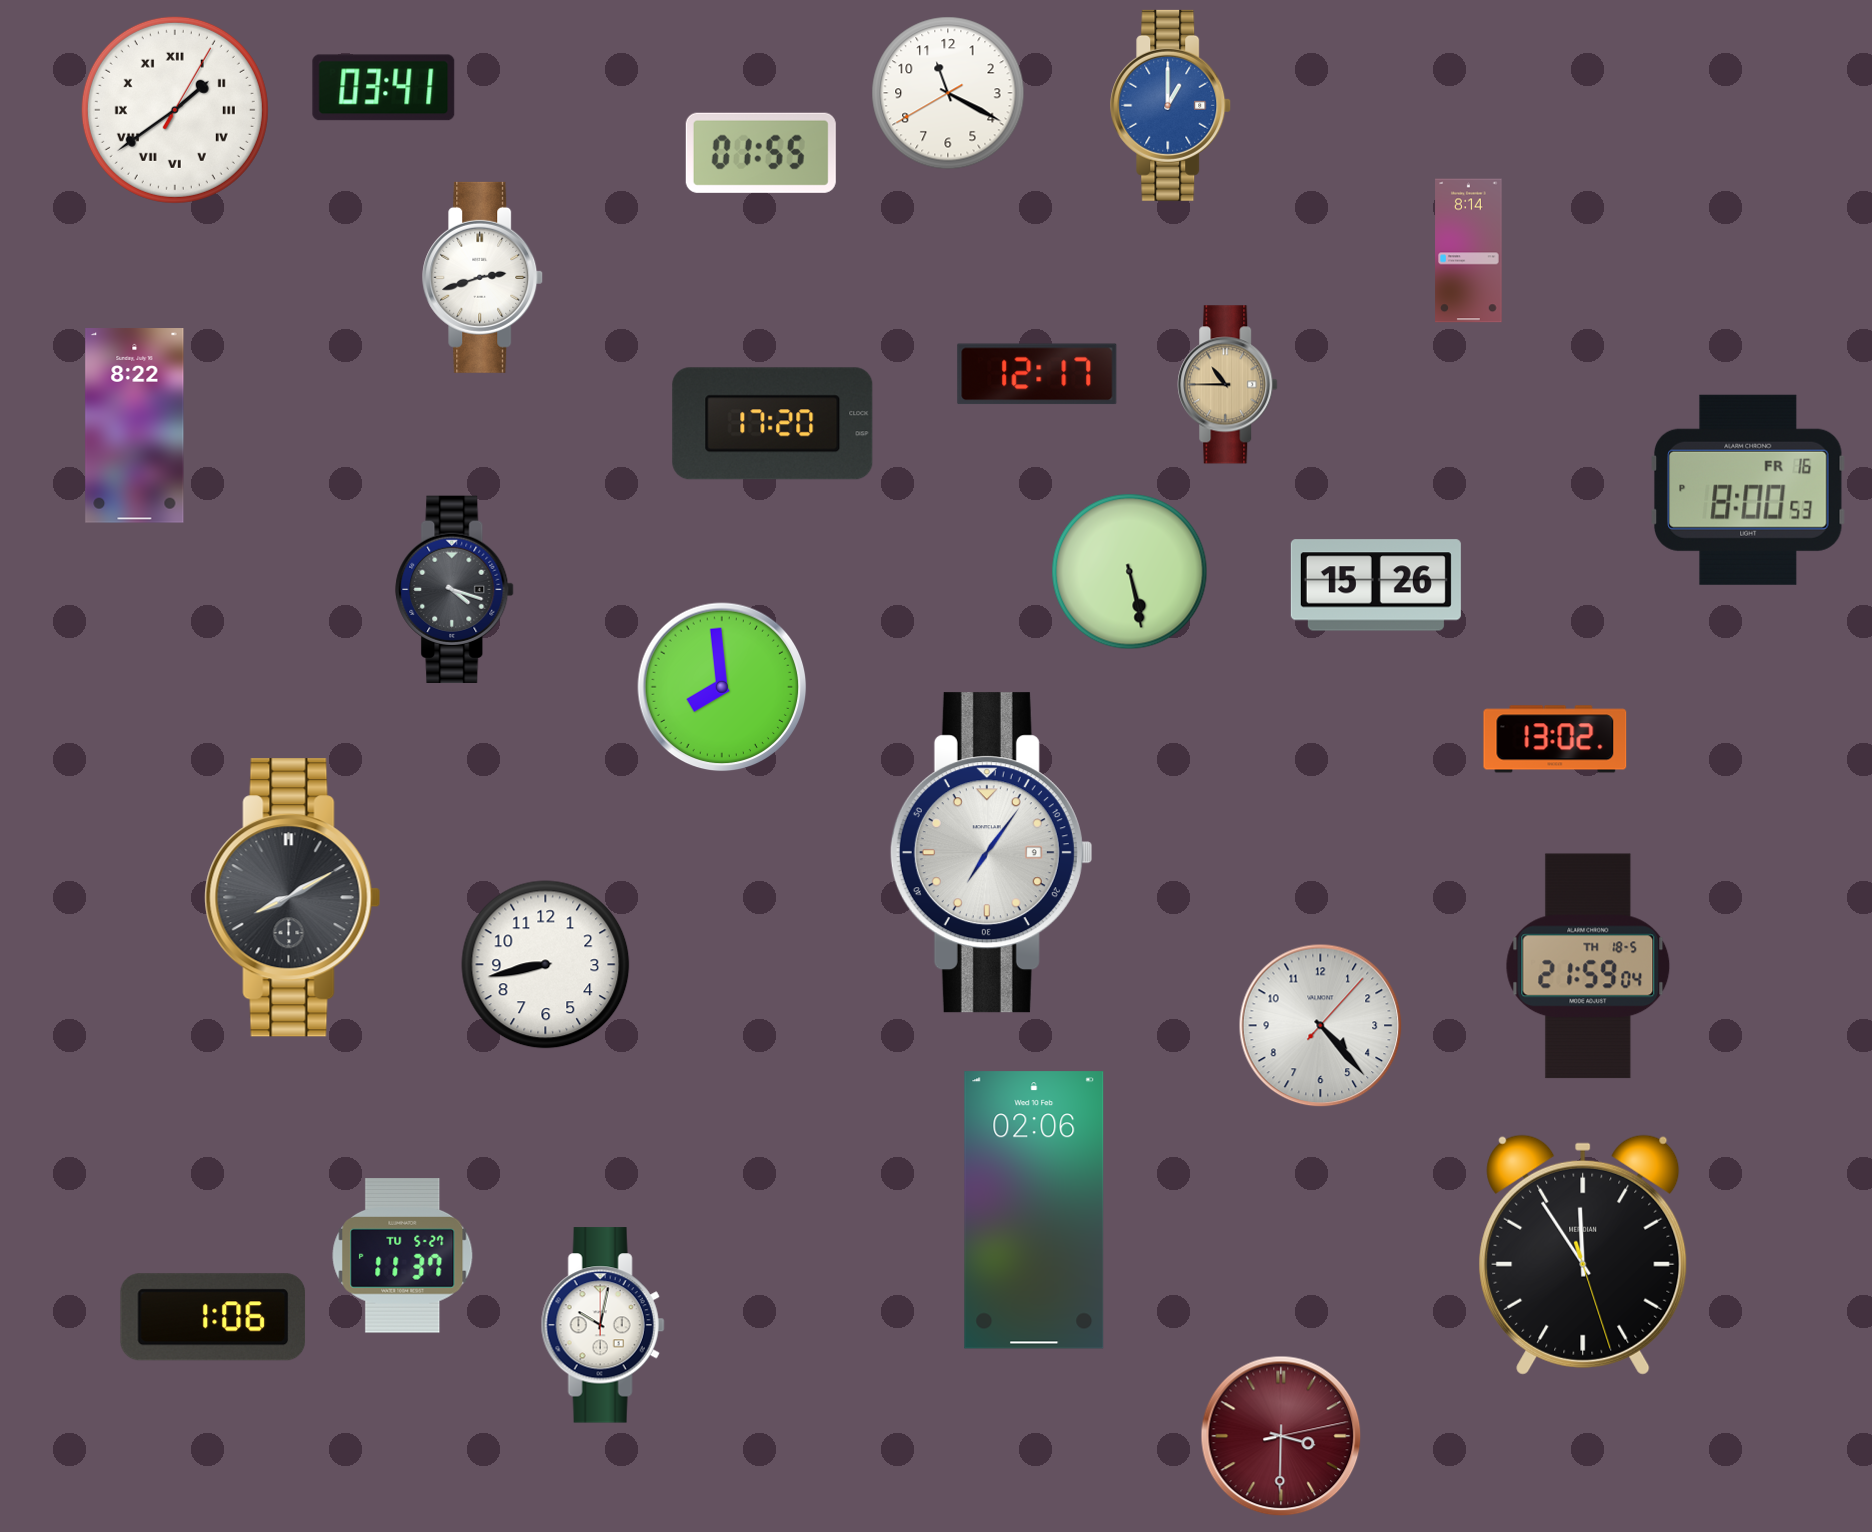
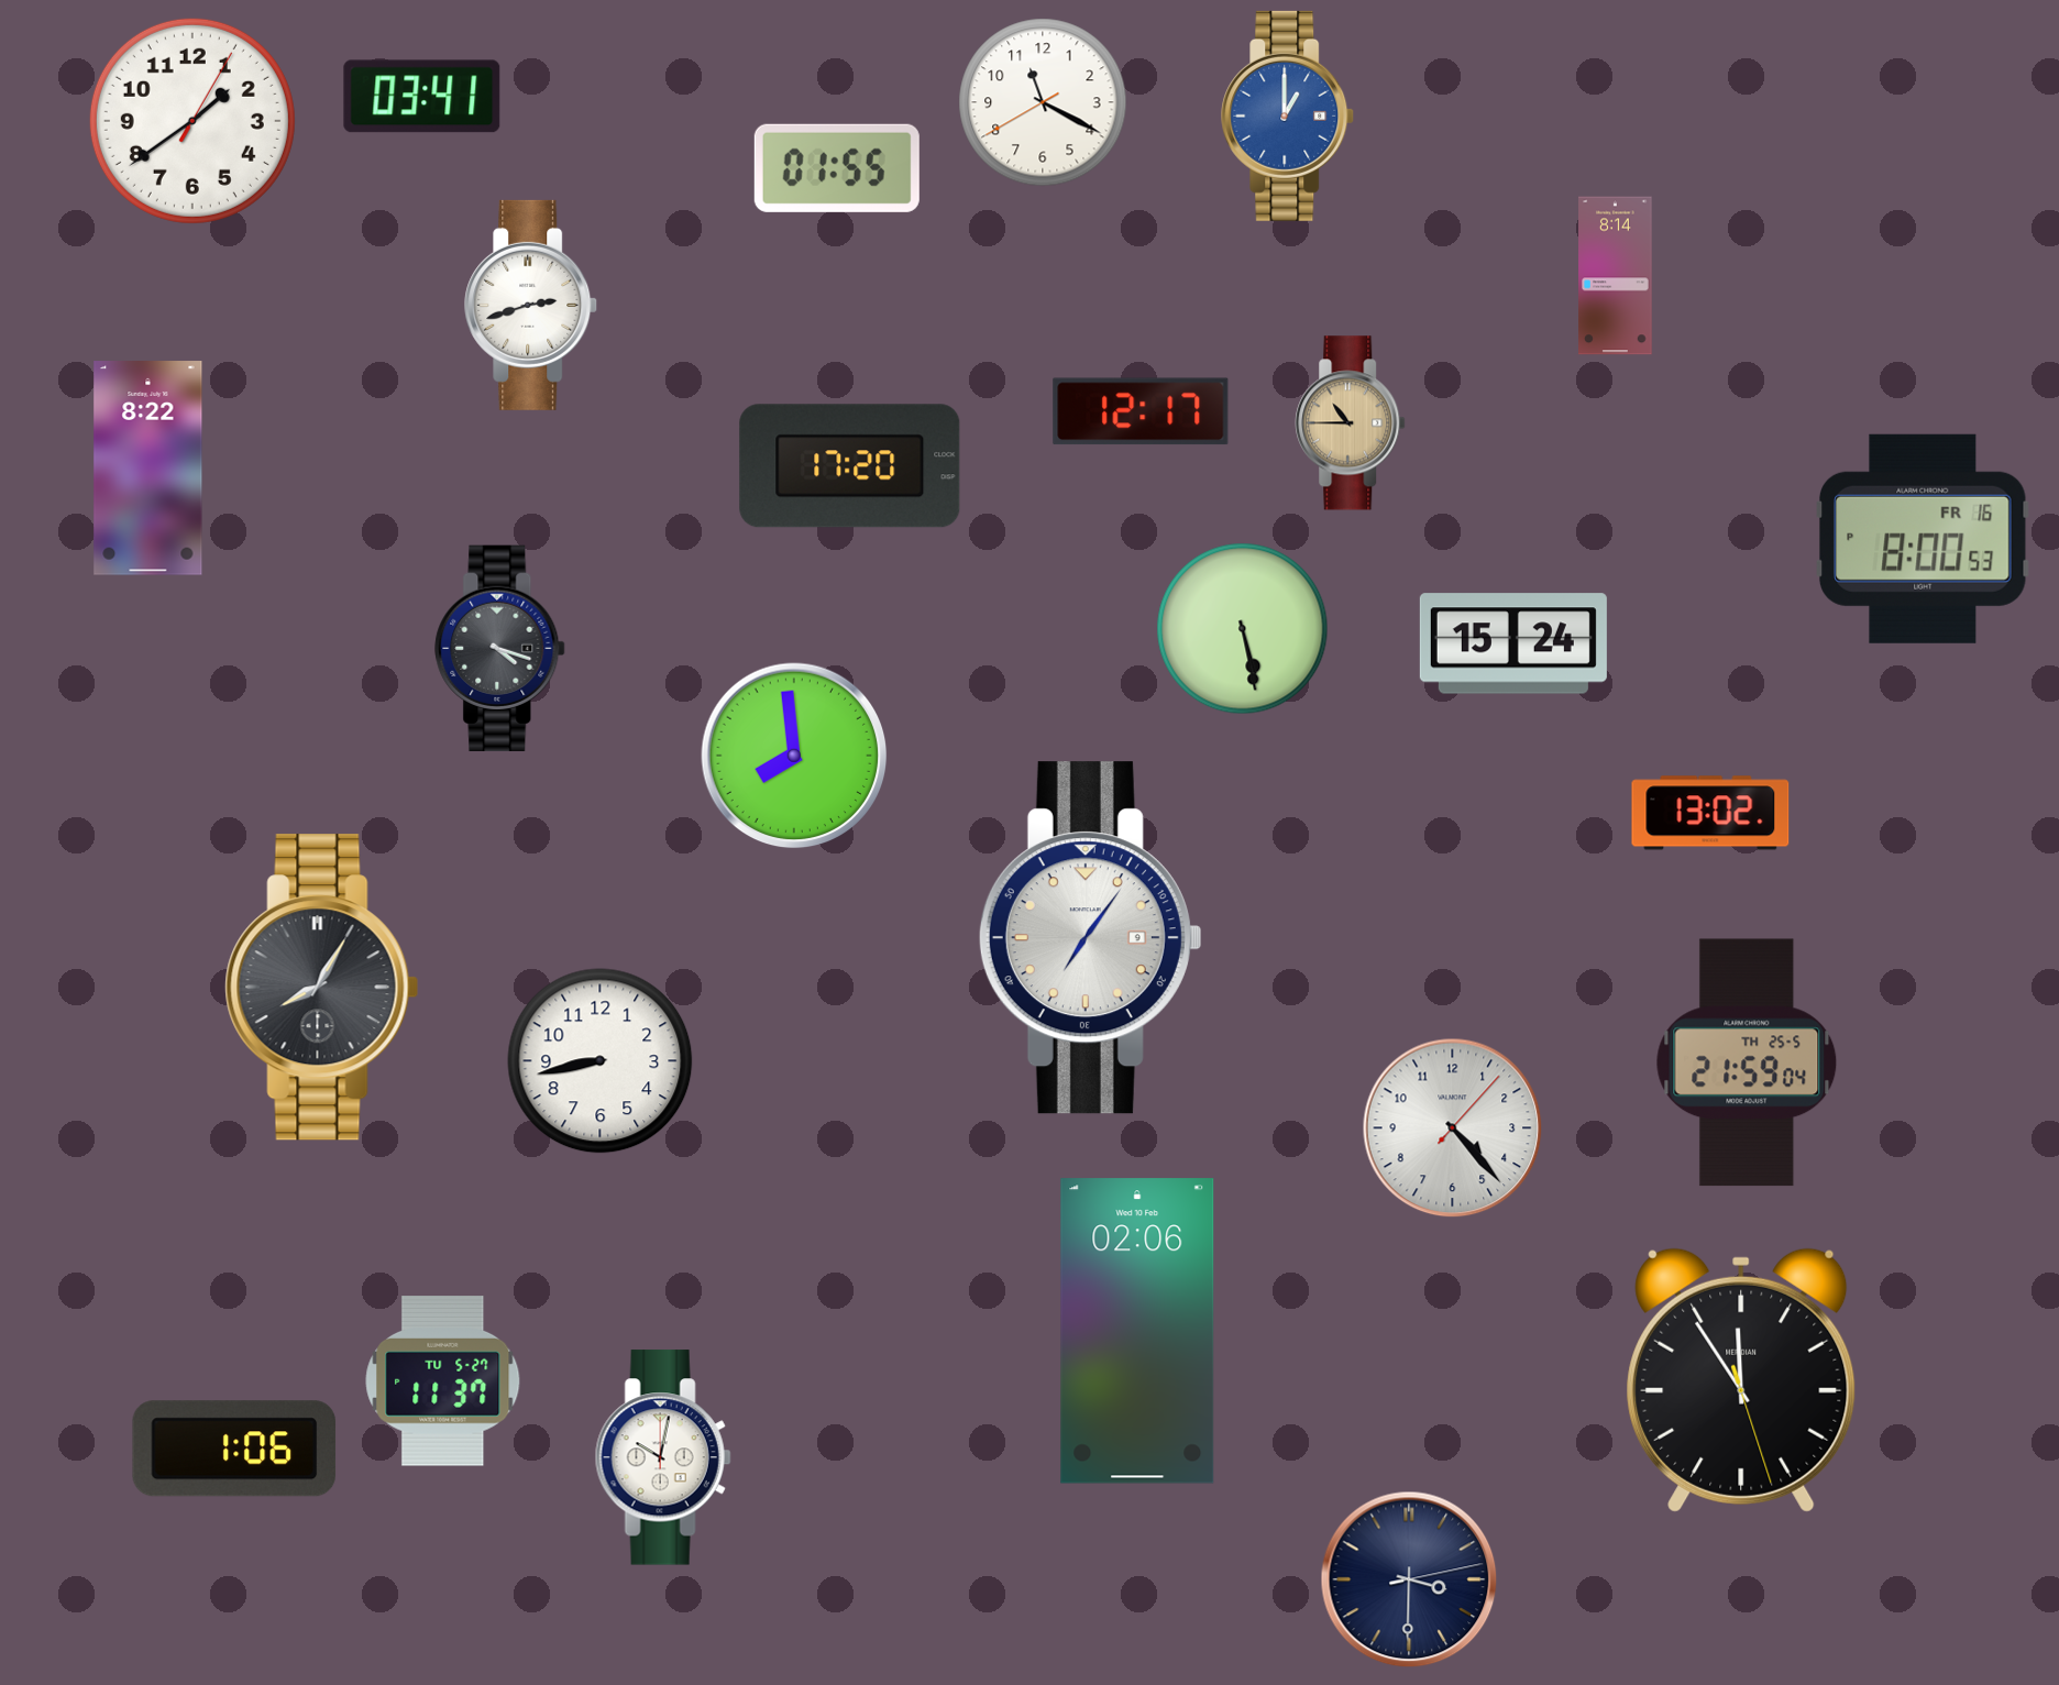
clock at (175, 110) numerals: Roman -> Arabic
clock at (1376, 585): 15:26 -> 15:24
clock at (293, 898): 8:10 -> 8:05
clock at (1588, 966) date: TH 18-5 -> TH 25-5
clock at (1281, 1436) dial: burgundy -> navy
